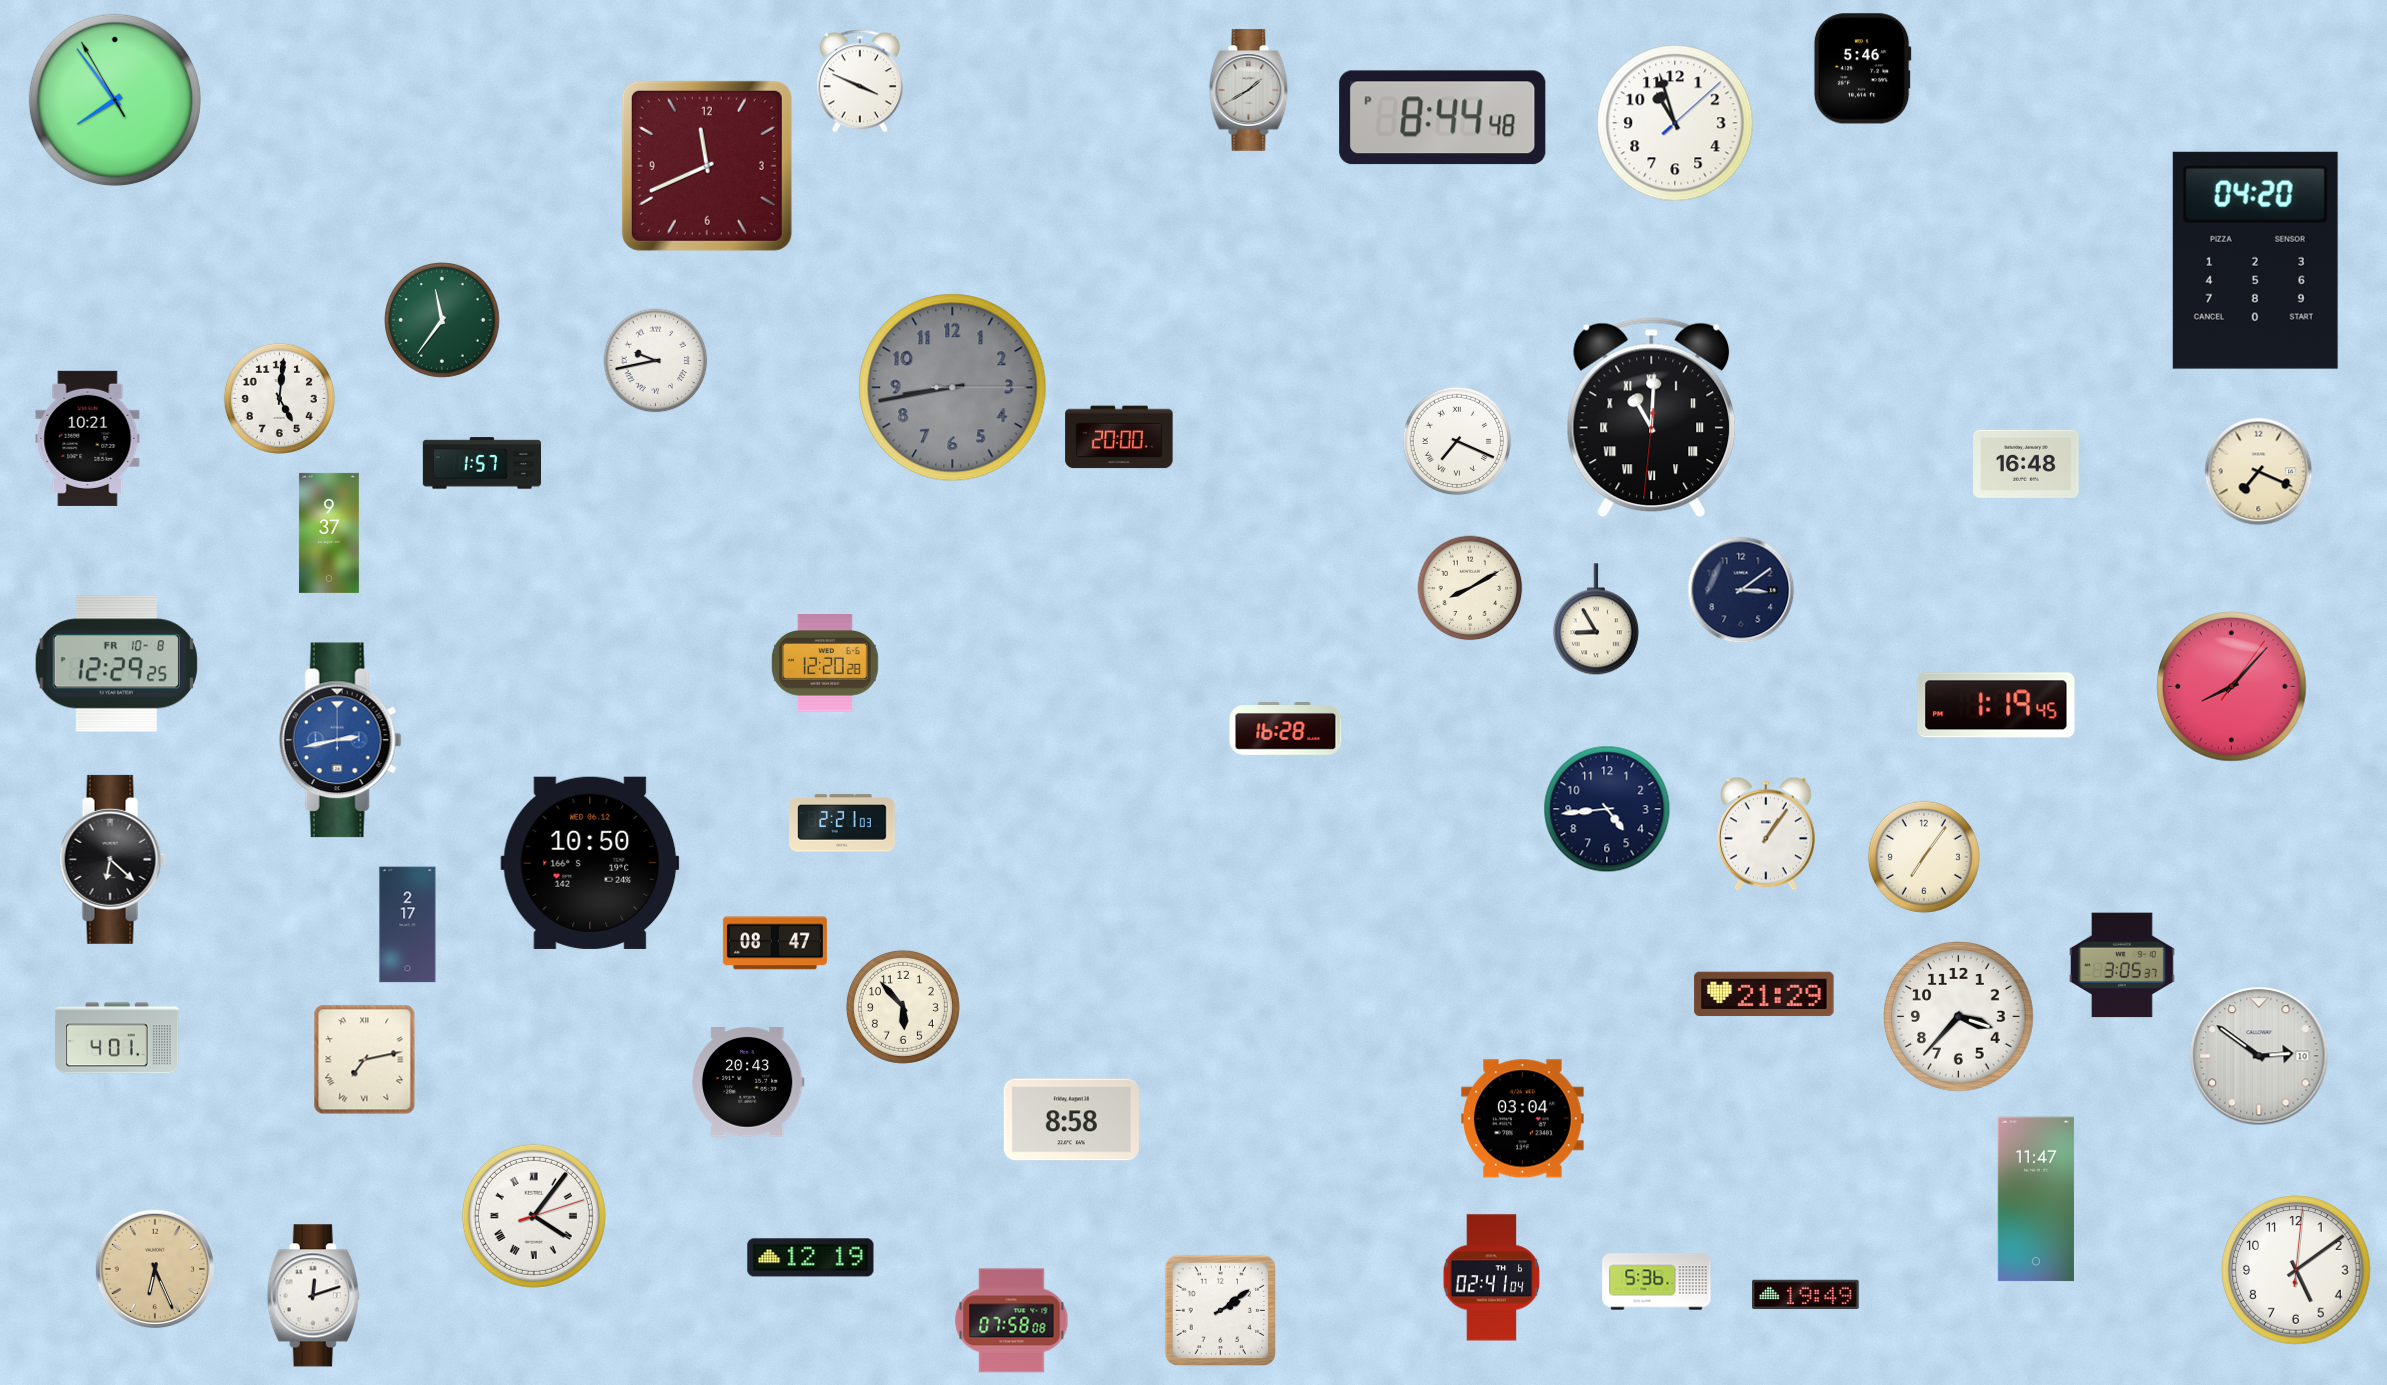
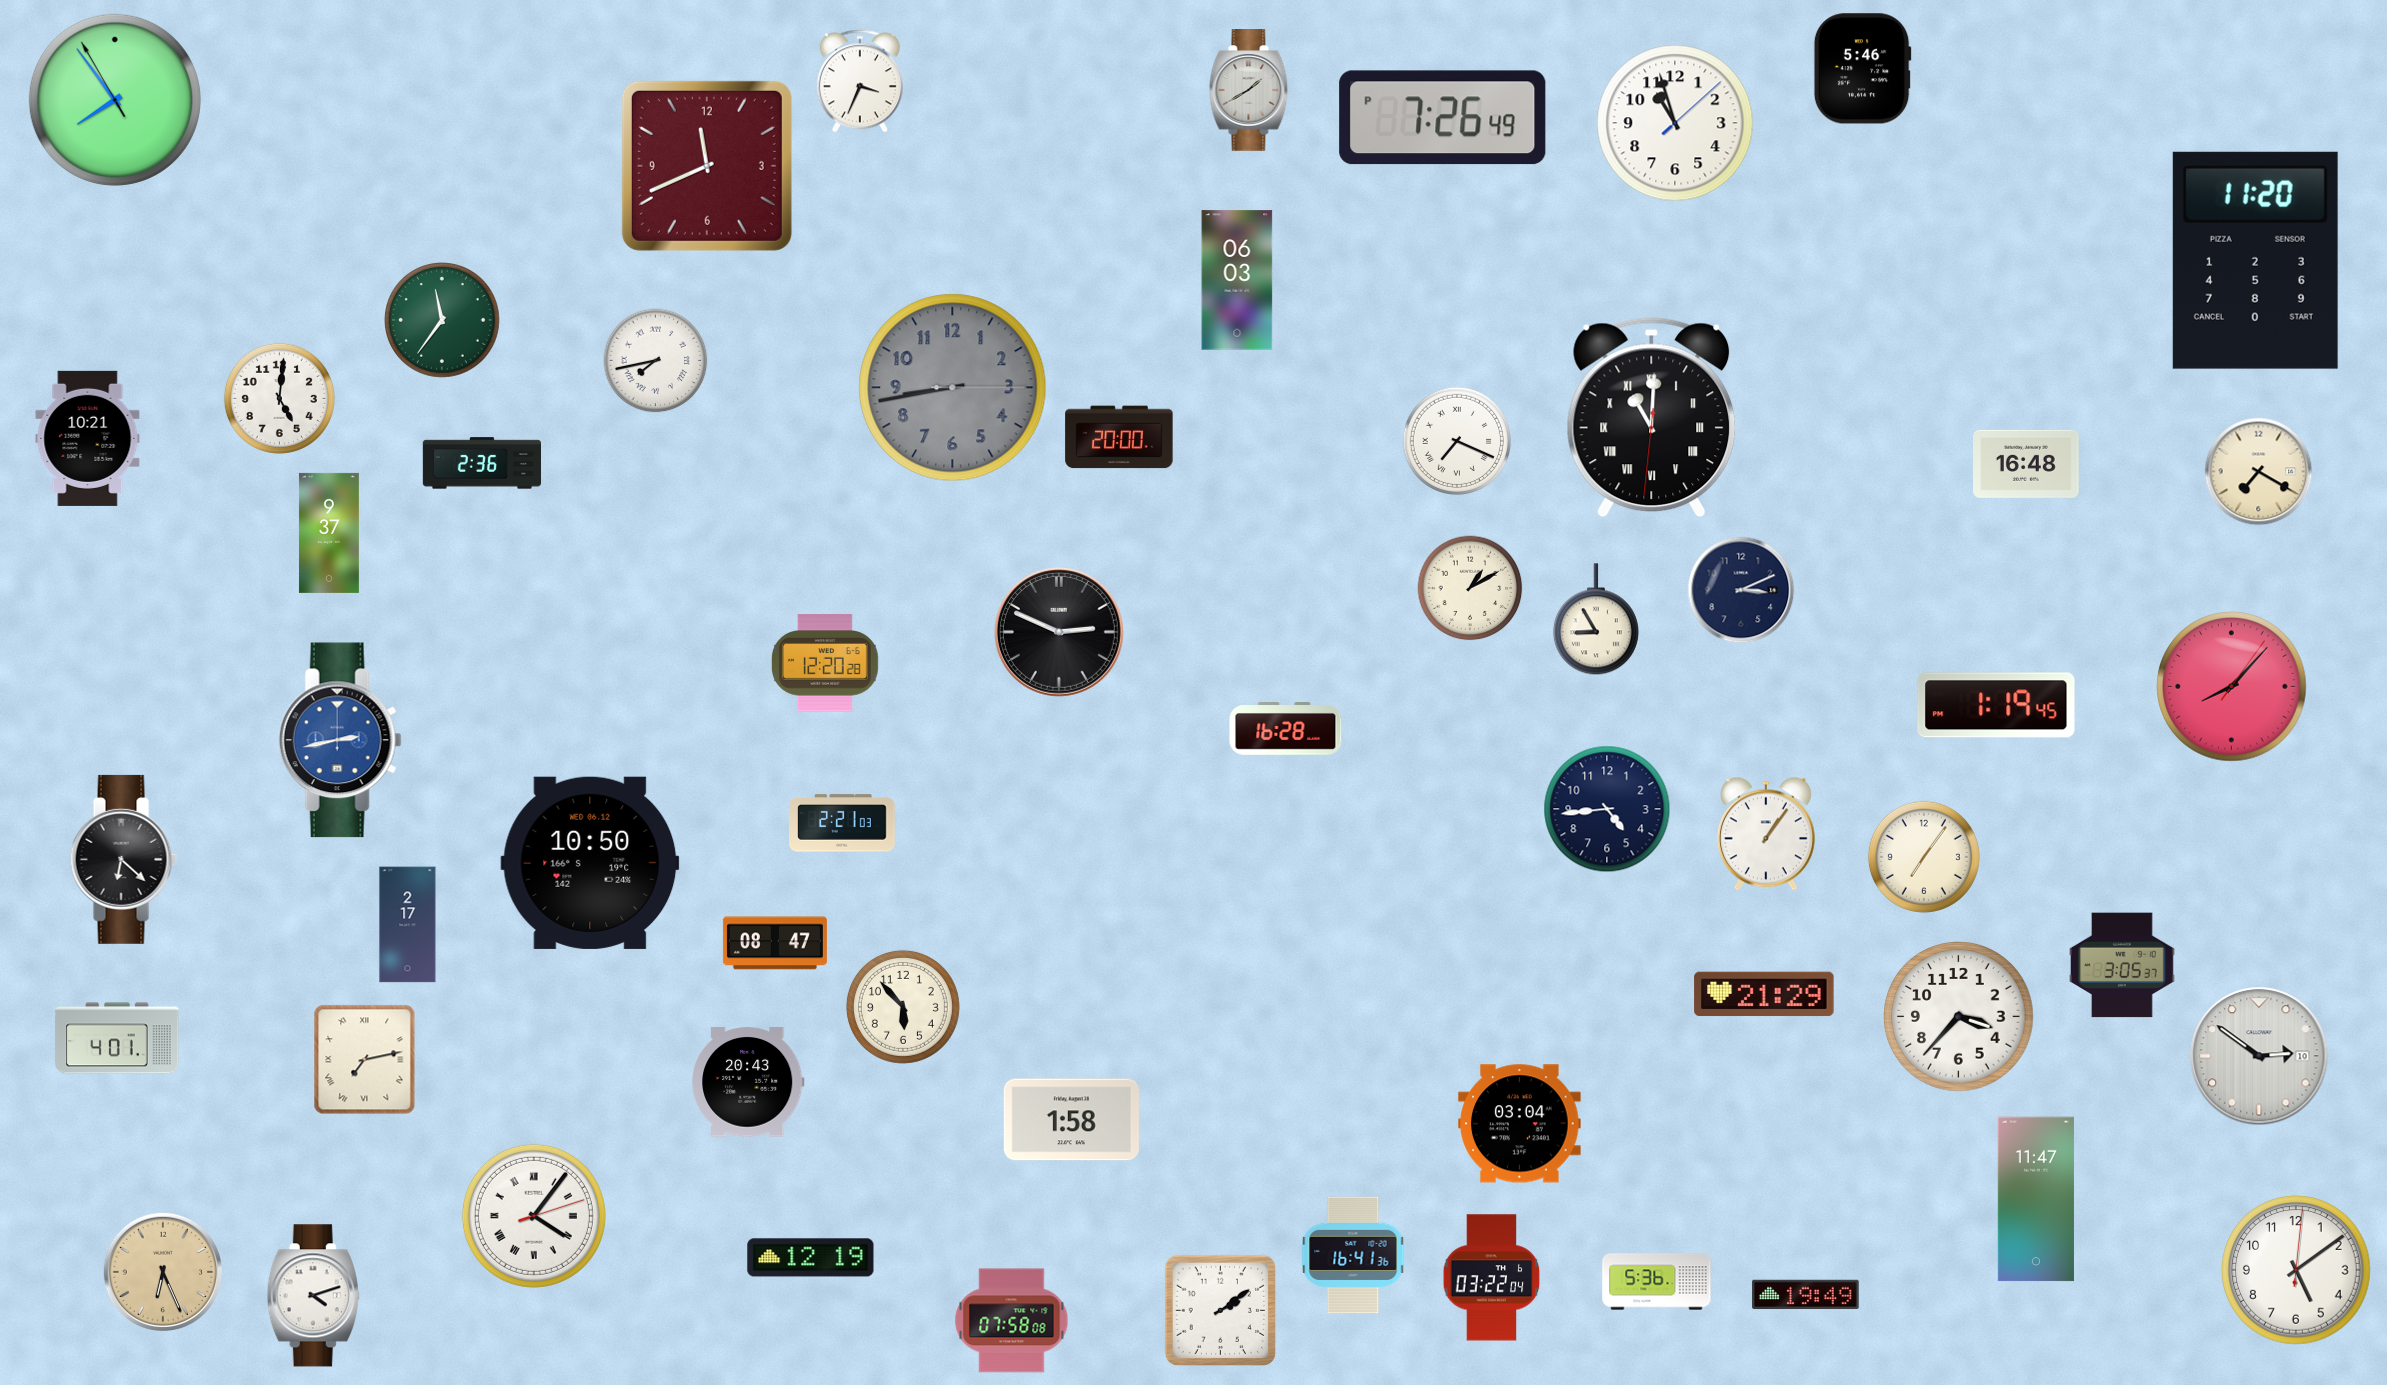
clock at (860, 81): 3:49 -> 3:34
clock at (1443, 118): 8:44 -> 7:26
clock at (2255, 260): 04:20 -> 11:20
clock at (1237, 280): none -> 06:03
clock at (656, 361): 9:43 -> 7:43
clock at (481, 463): 1:57 -> 2:36
clock at (2259, 472): 7:19 -> 7:20
clock at (1470, 588): 8:10 -> 1:10
clock at (1741, 590): 3:09 -> 3:11
clock at (1059, 632): none -> 2:49
clock at (116, 664): 12:29 -> none
clock at (112, 859) position: (112, 859) -> (123, 859)
clock at (1523, 1119) position: (1523, 1119) -> (1520, 1124)
clock at (1071, 1120): 8:58 -> 1:58
clock at (1353, 1255): none -> 16:41
clock at (155, 1269) position: (155, 1269) -> (163, 1272)
clock at (1492, 1278): 02:41 -> 03:22
clock at (313, 1296): 12:12 -> 4:12
